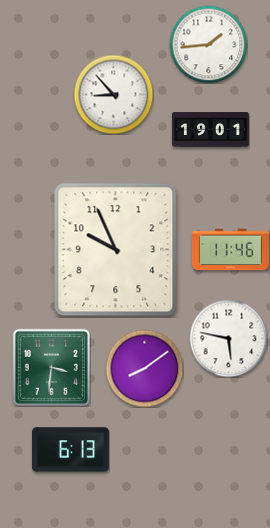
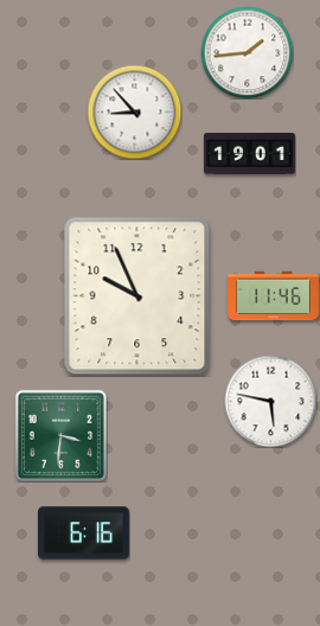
clock at (144, 368): 8:09 -> none
clock at (71, 450): 6:13 -> 6:16
